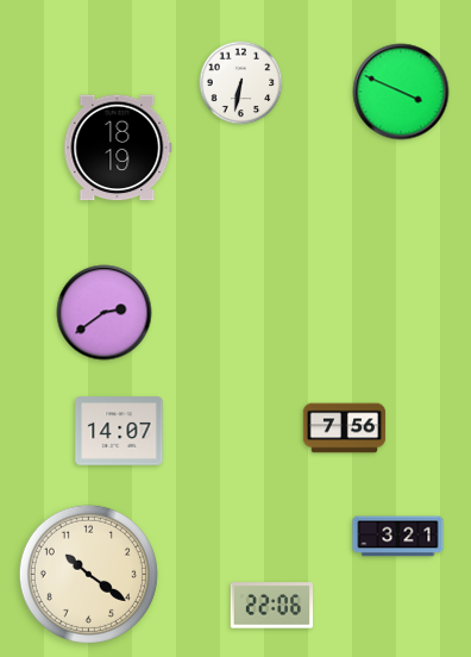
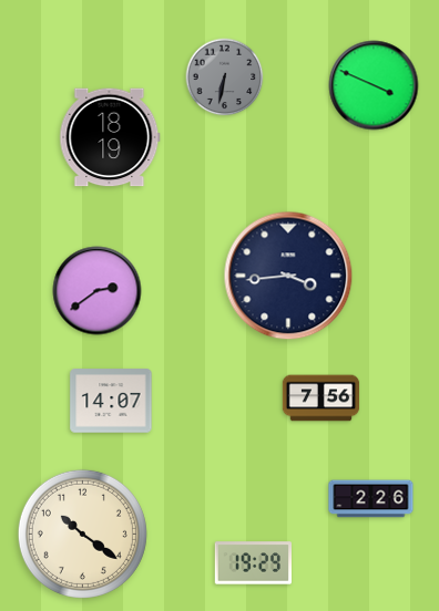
clock at (241, 83) dial: white -> grey
clock at (288, 276): none -> 3:44
clock at (398, 537): 3:21 -> 2:26
clock at (271, 606): 22:06 -> 19:29
